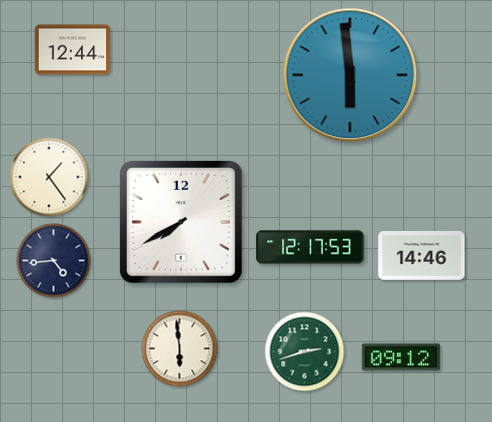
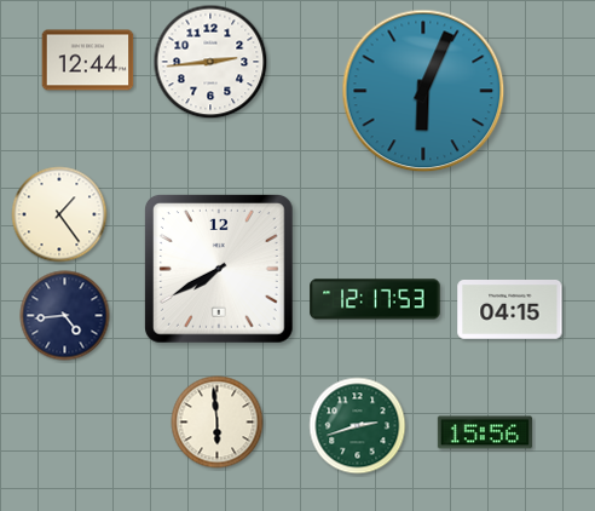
clock at (210, 62): none -> 2:44
clock at (350, 75): 5:59 -> 6:04
clock at (422, 256): 14:46 -> 04:15
clock at (305, 352) position: (305, 352) -> (358, 426)
clock at (401, 357): 09:12 -> 15:56
